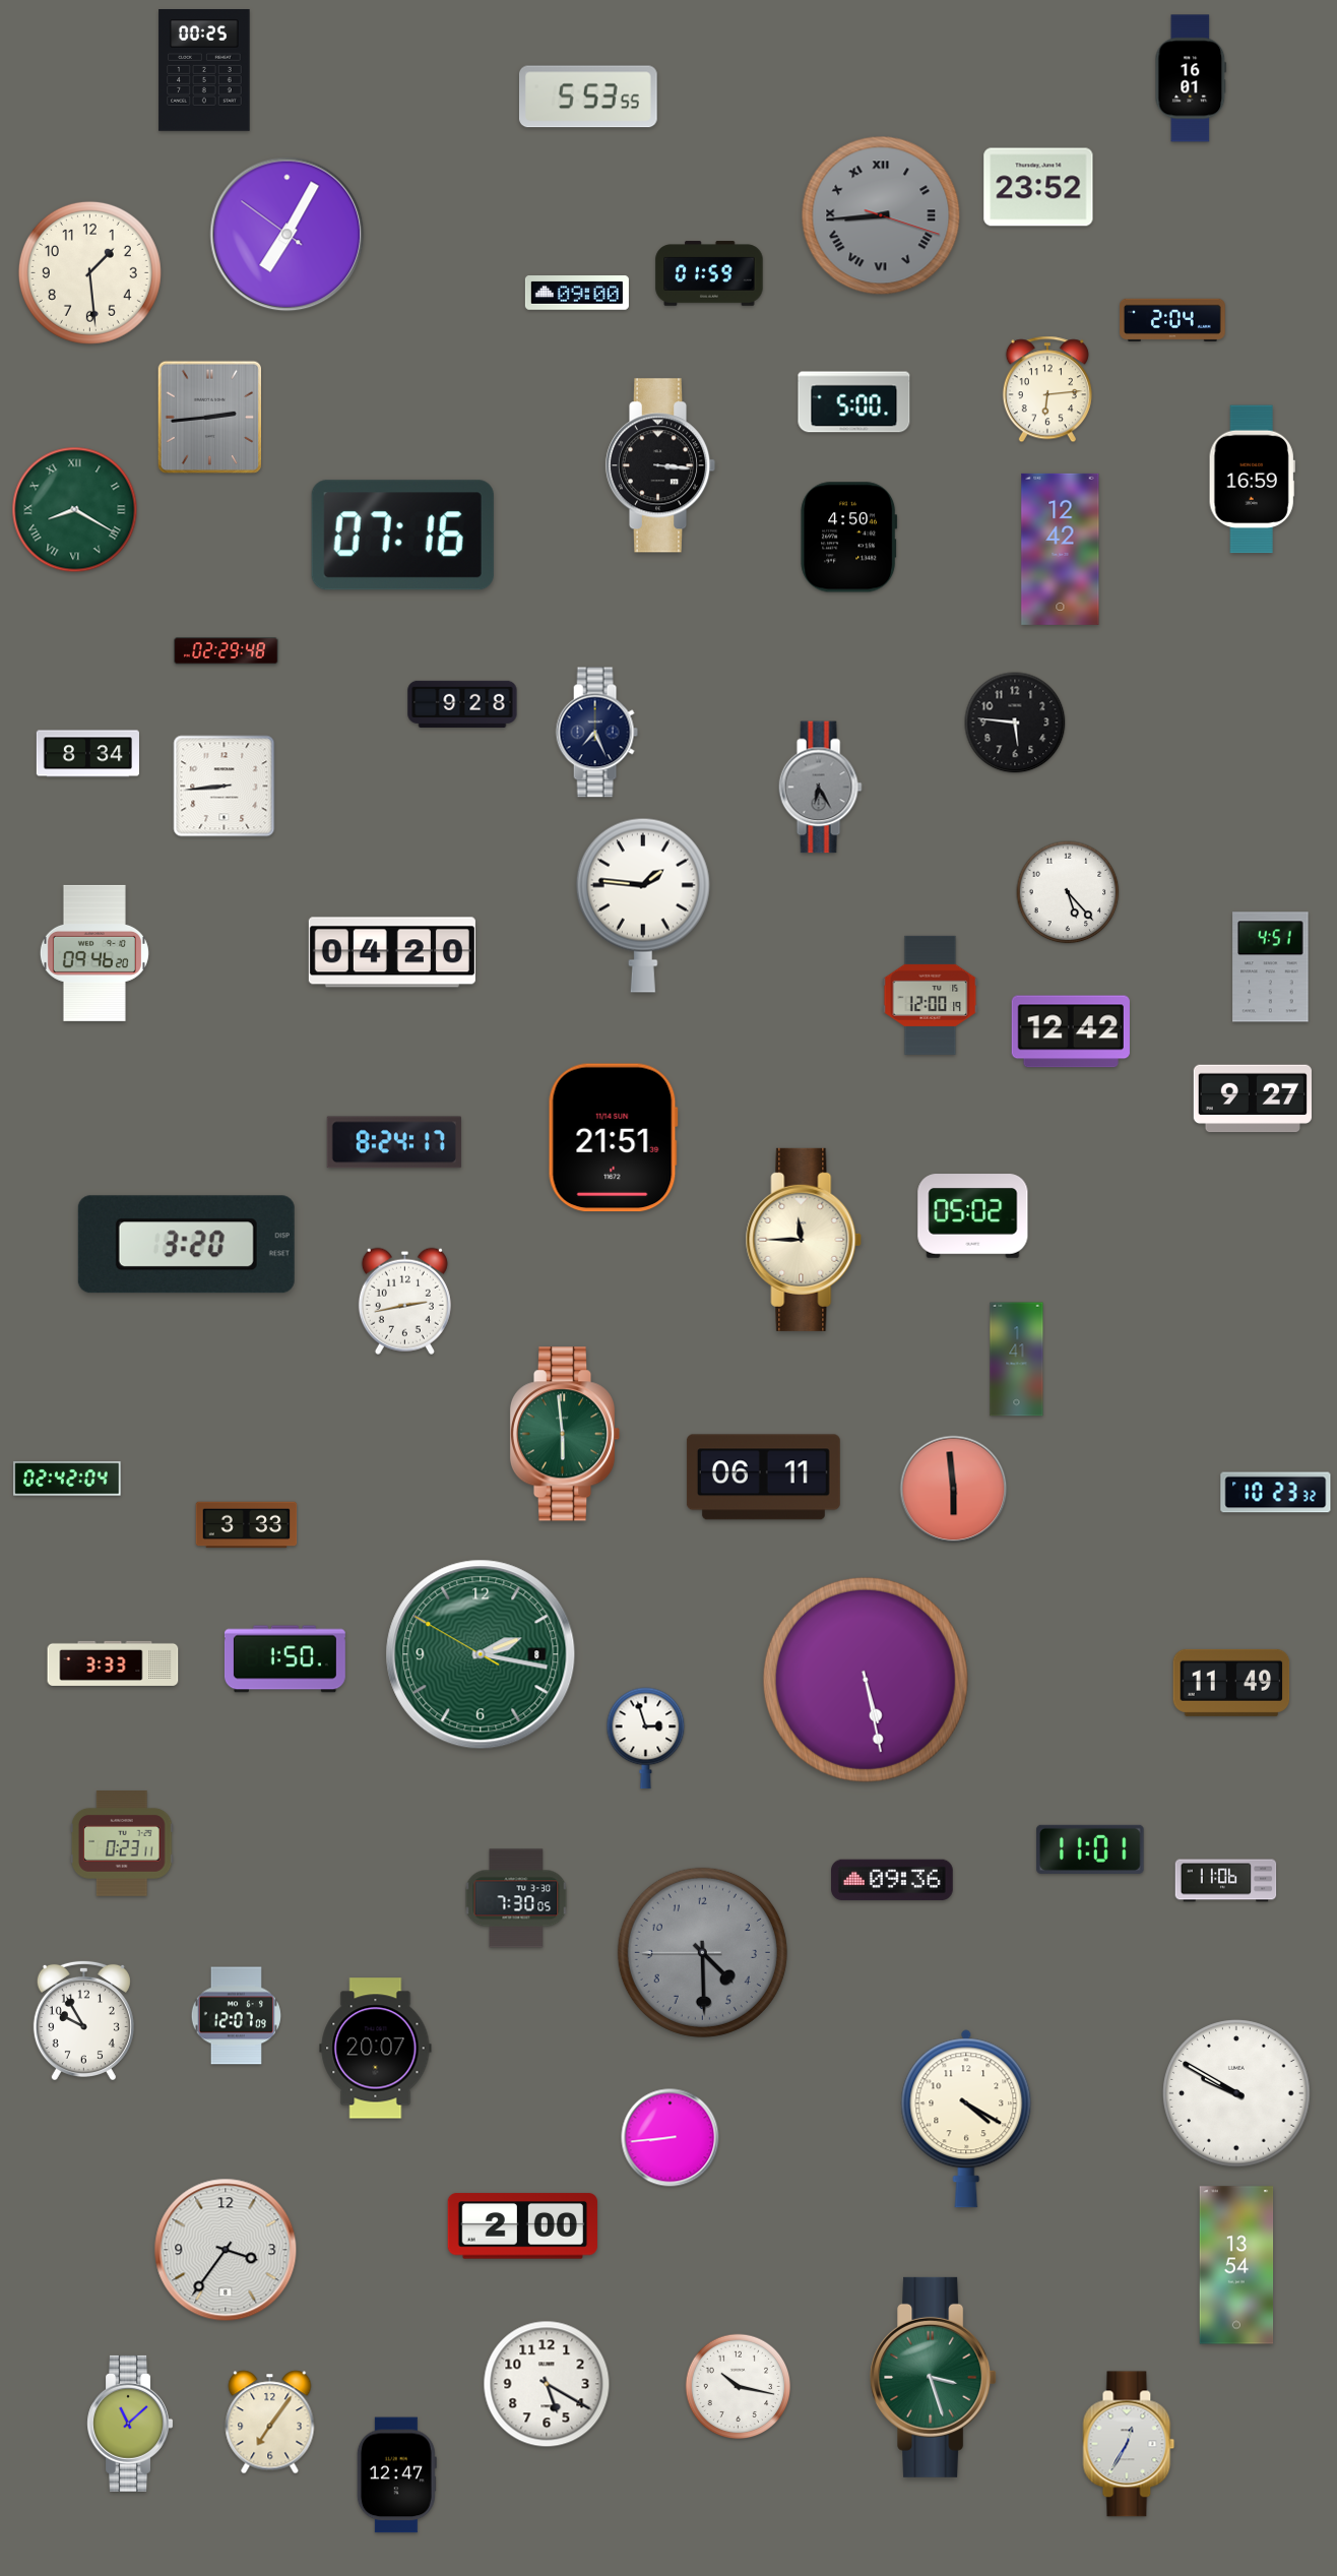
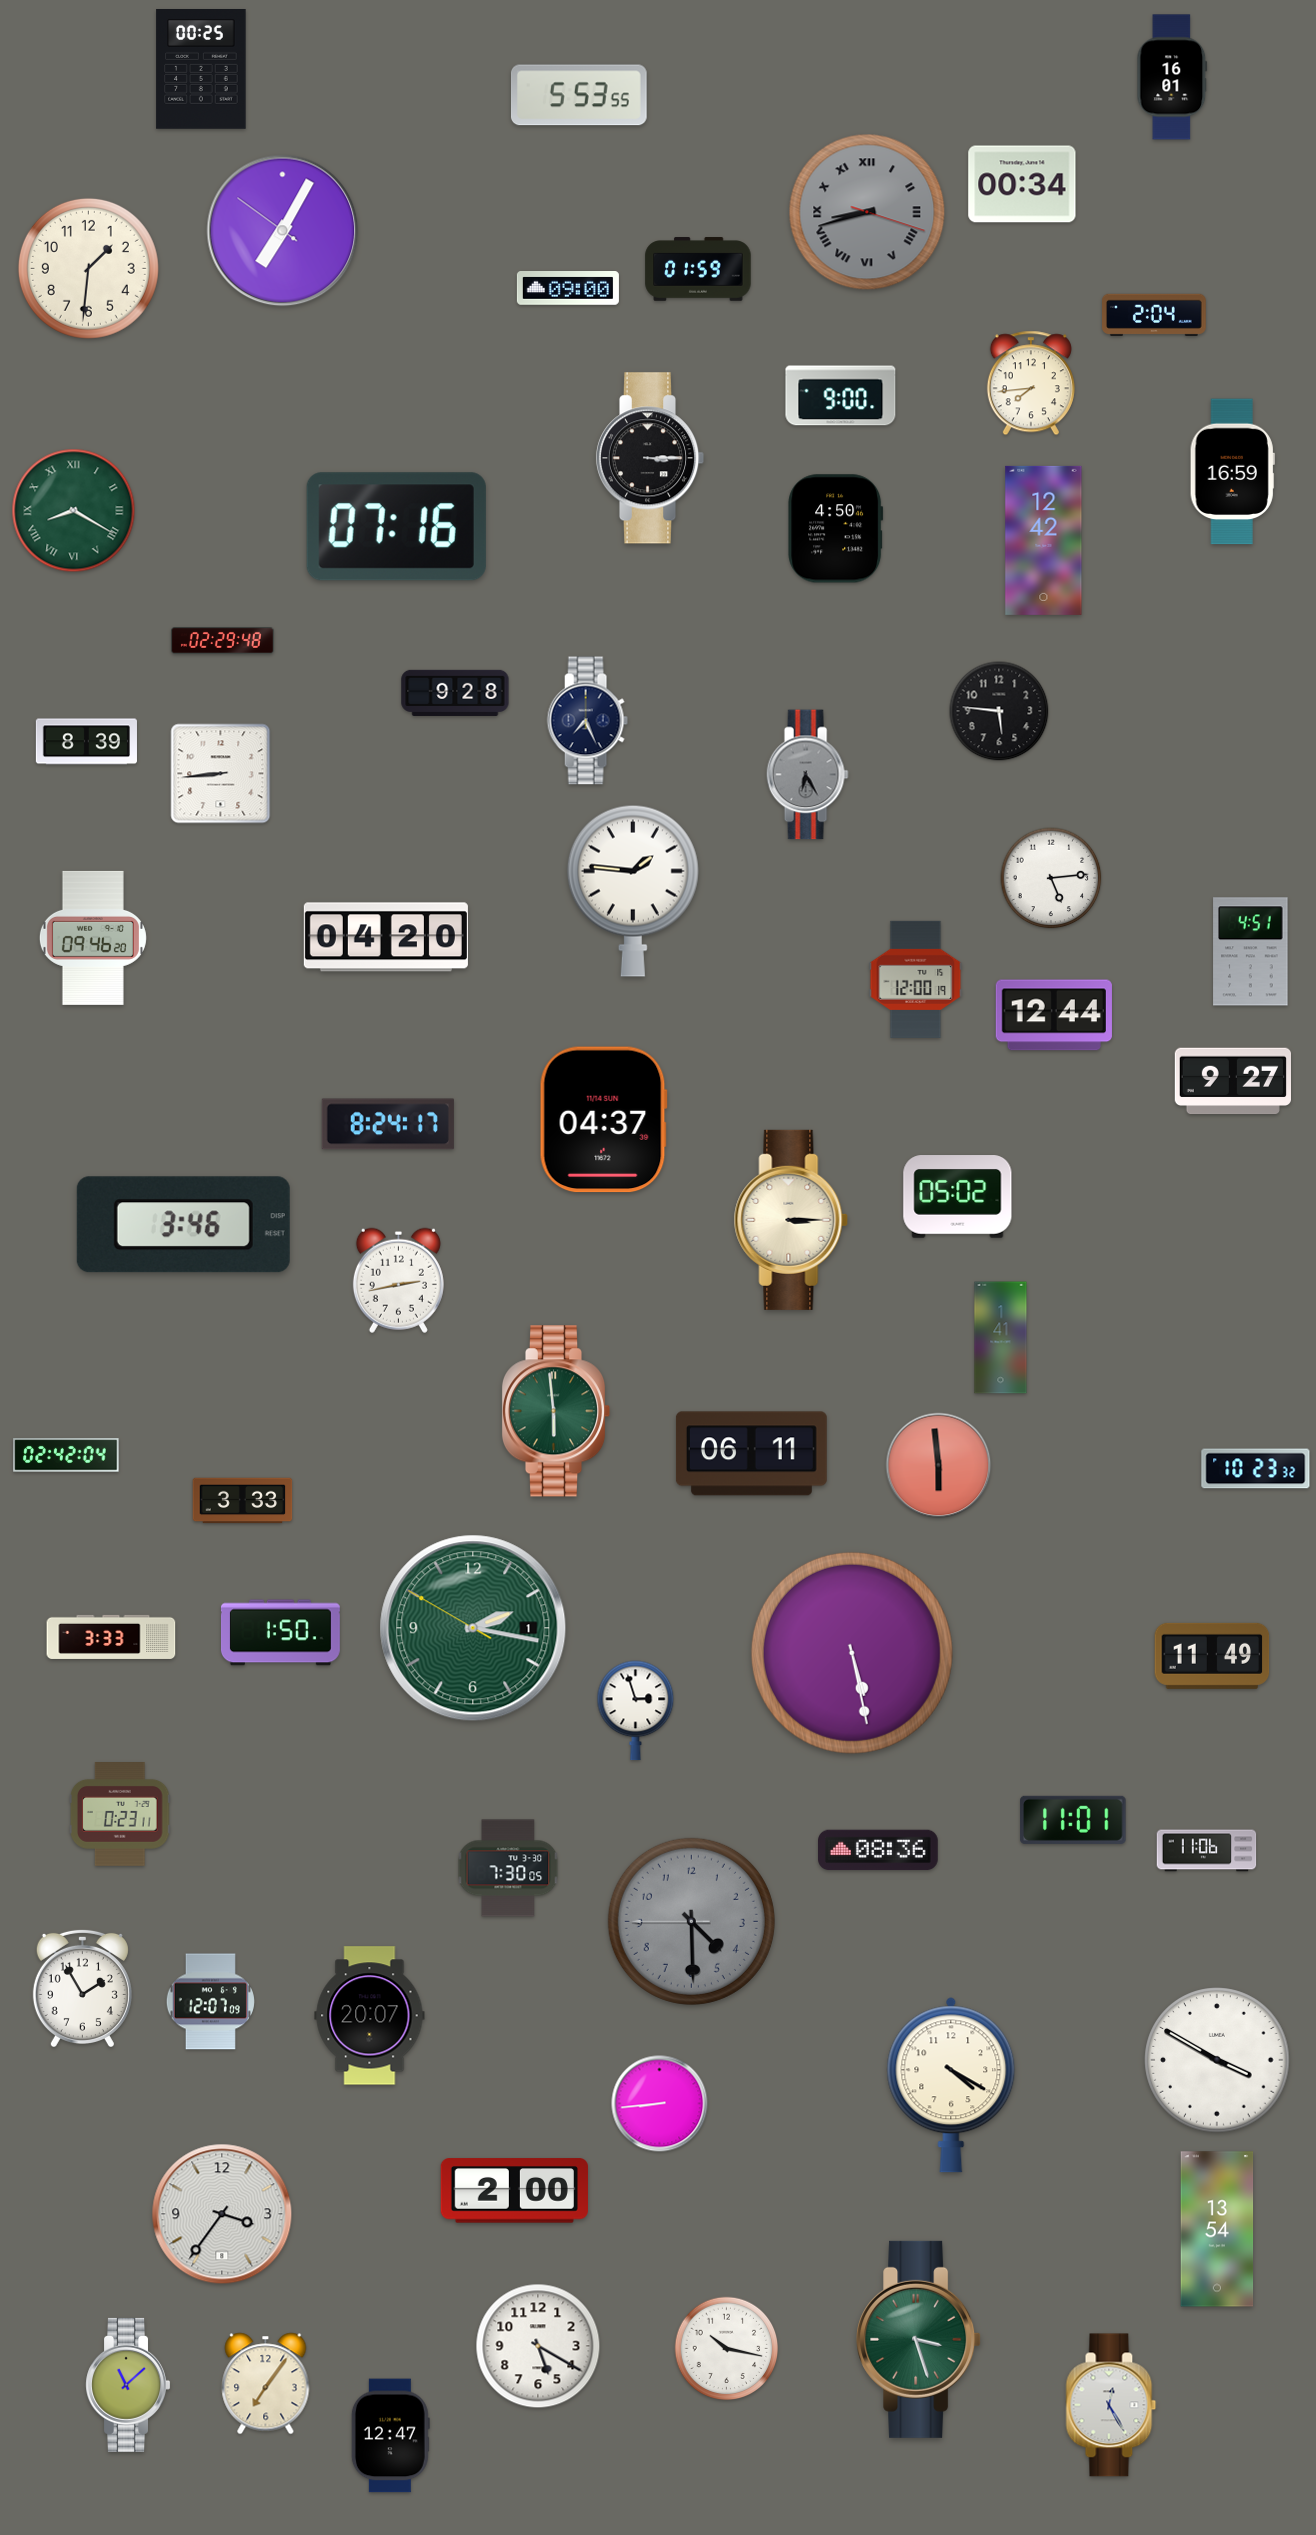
clock at (1038, 187): 23:52 -> 00:34
clock at (881, 215): 8:44 -> 8:42
clock at (89, 272): 1:29 -> 1:31
clock at (1047, 389): 6:14 -> 7:44
clock at (854, 402): 5:00 -> 9:00
clock at (209, 418): 2:44 -> none
clock at (660, 465): 3:16 -> 3:15
clock at (75, 510) position: (75, 510) -> (74, 511)
clock at (87, 754): 8:34 -> 8:39
clock at (1068, 892): 5:23 -> 5:14
clock at (1071, 1031): 12:42 -> 12:44
clock at (613, 1138): 21:51 -> 04:37
clock at (804, 1240): 11:45 -> 3:15
clock at (186, 1245): 3:20 -> 3:46
clock at (481, 1654) date: 8 -> 1
clock at (893, 1880): 09:36 -> 08:36
clock at (236, 2016) position: (236, 2016) -> (210, 2002)
clock at (83, 2019): 9:55 -> 1:55
clock at (1236, 2093): 9:50 -> 3:50
clock at (1129, 2444): 12:35 -> 12:25
